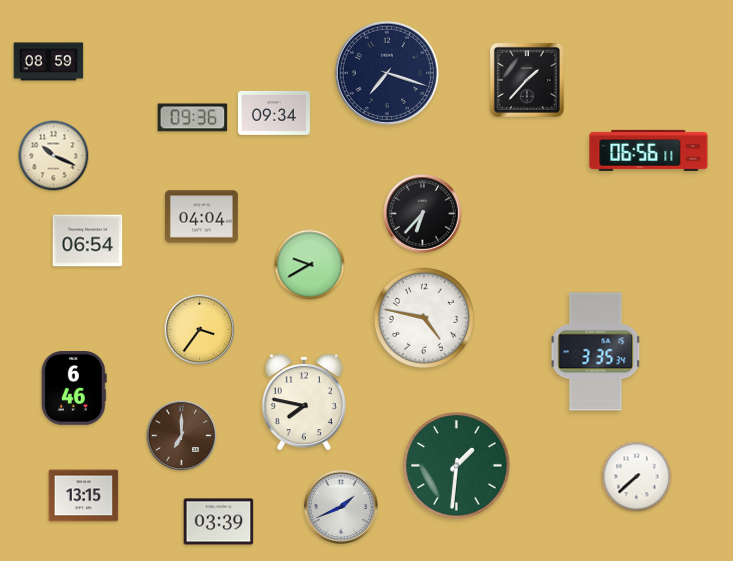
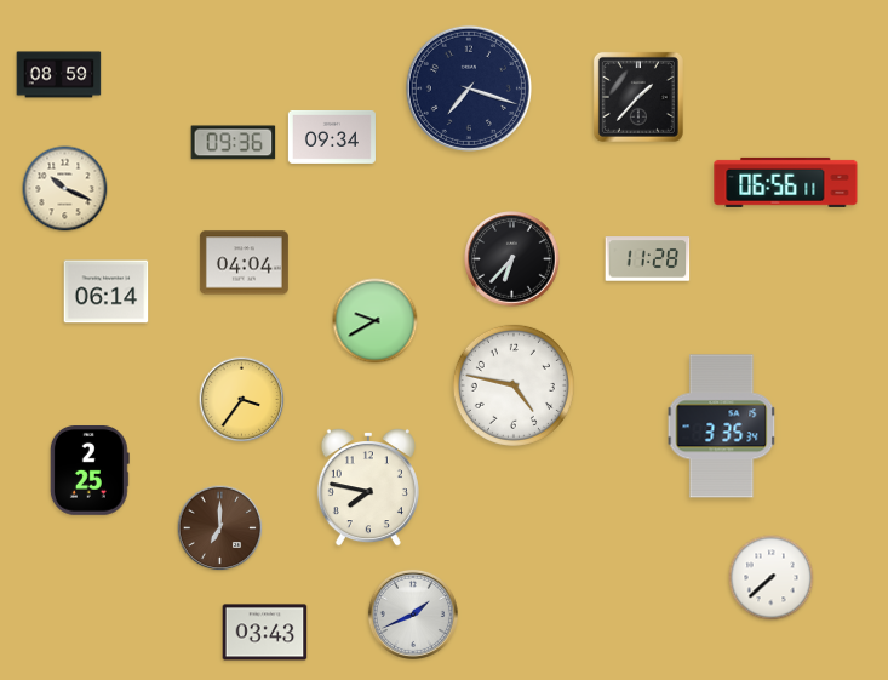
clock at (648, 259): none -> 11:28
clock at (88, 241): 06:54 -> 06:14
clock at (74, 389): 6:46 -> 2:25
clock at (457, 466): 1:31 -> none
clock at (84, 496): 13:15 -> none
clock at (219, 522): 03:39 -> 03:43
